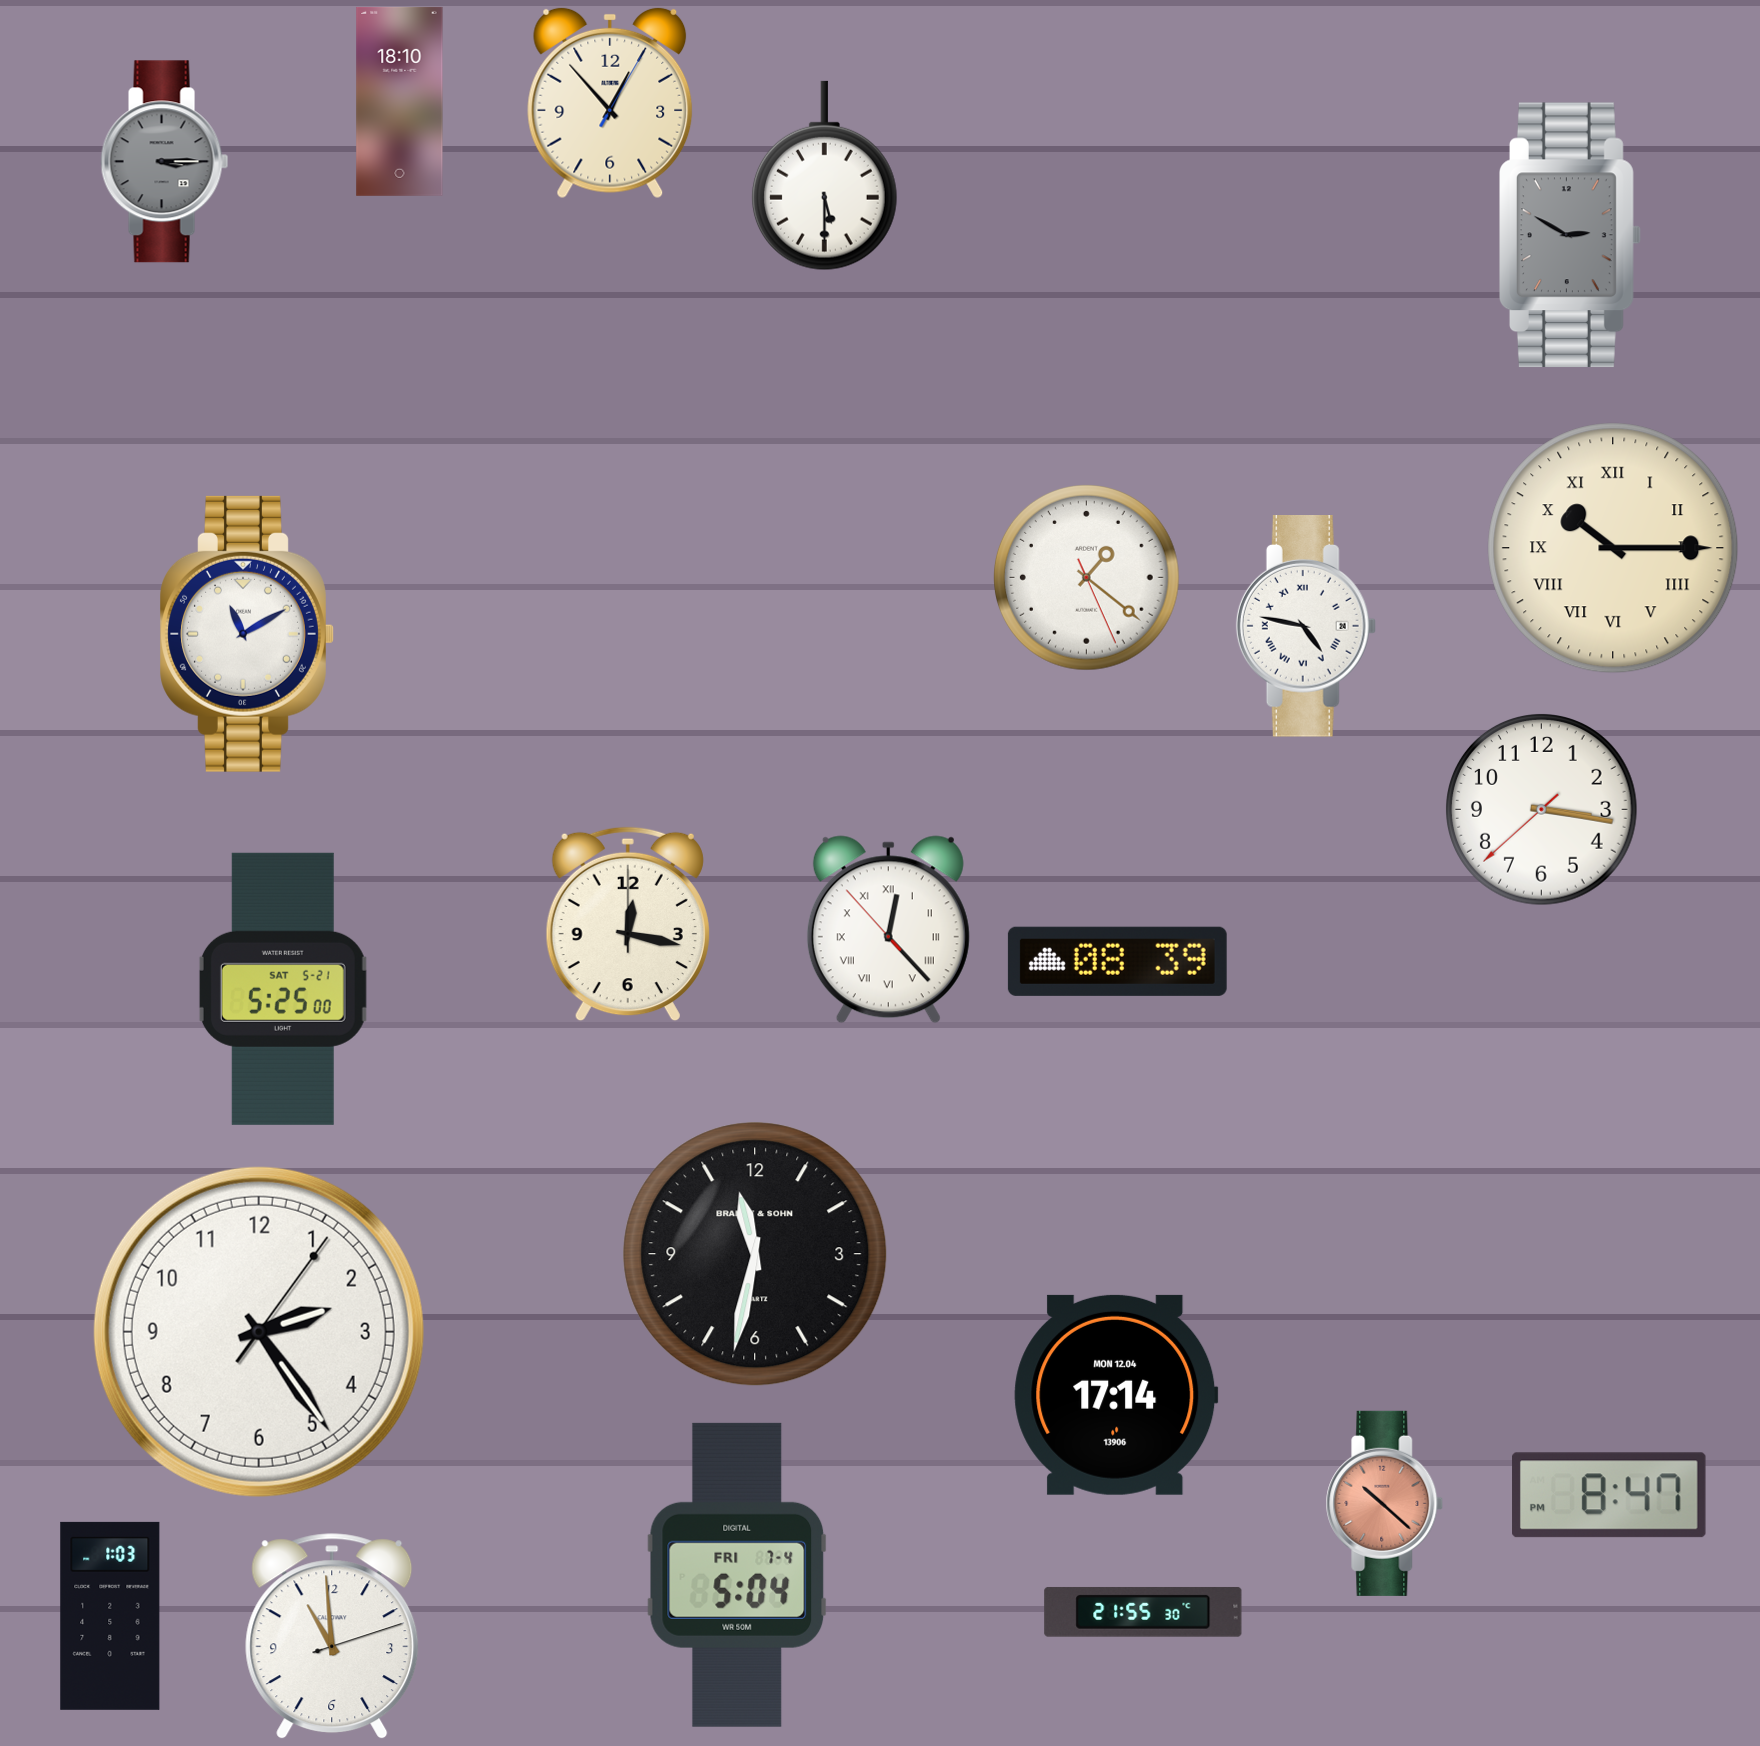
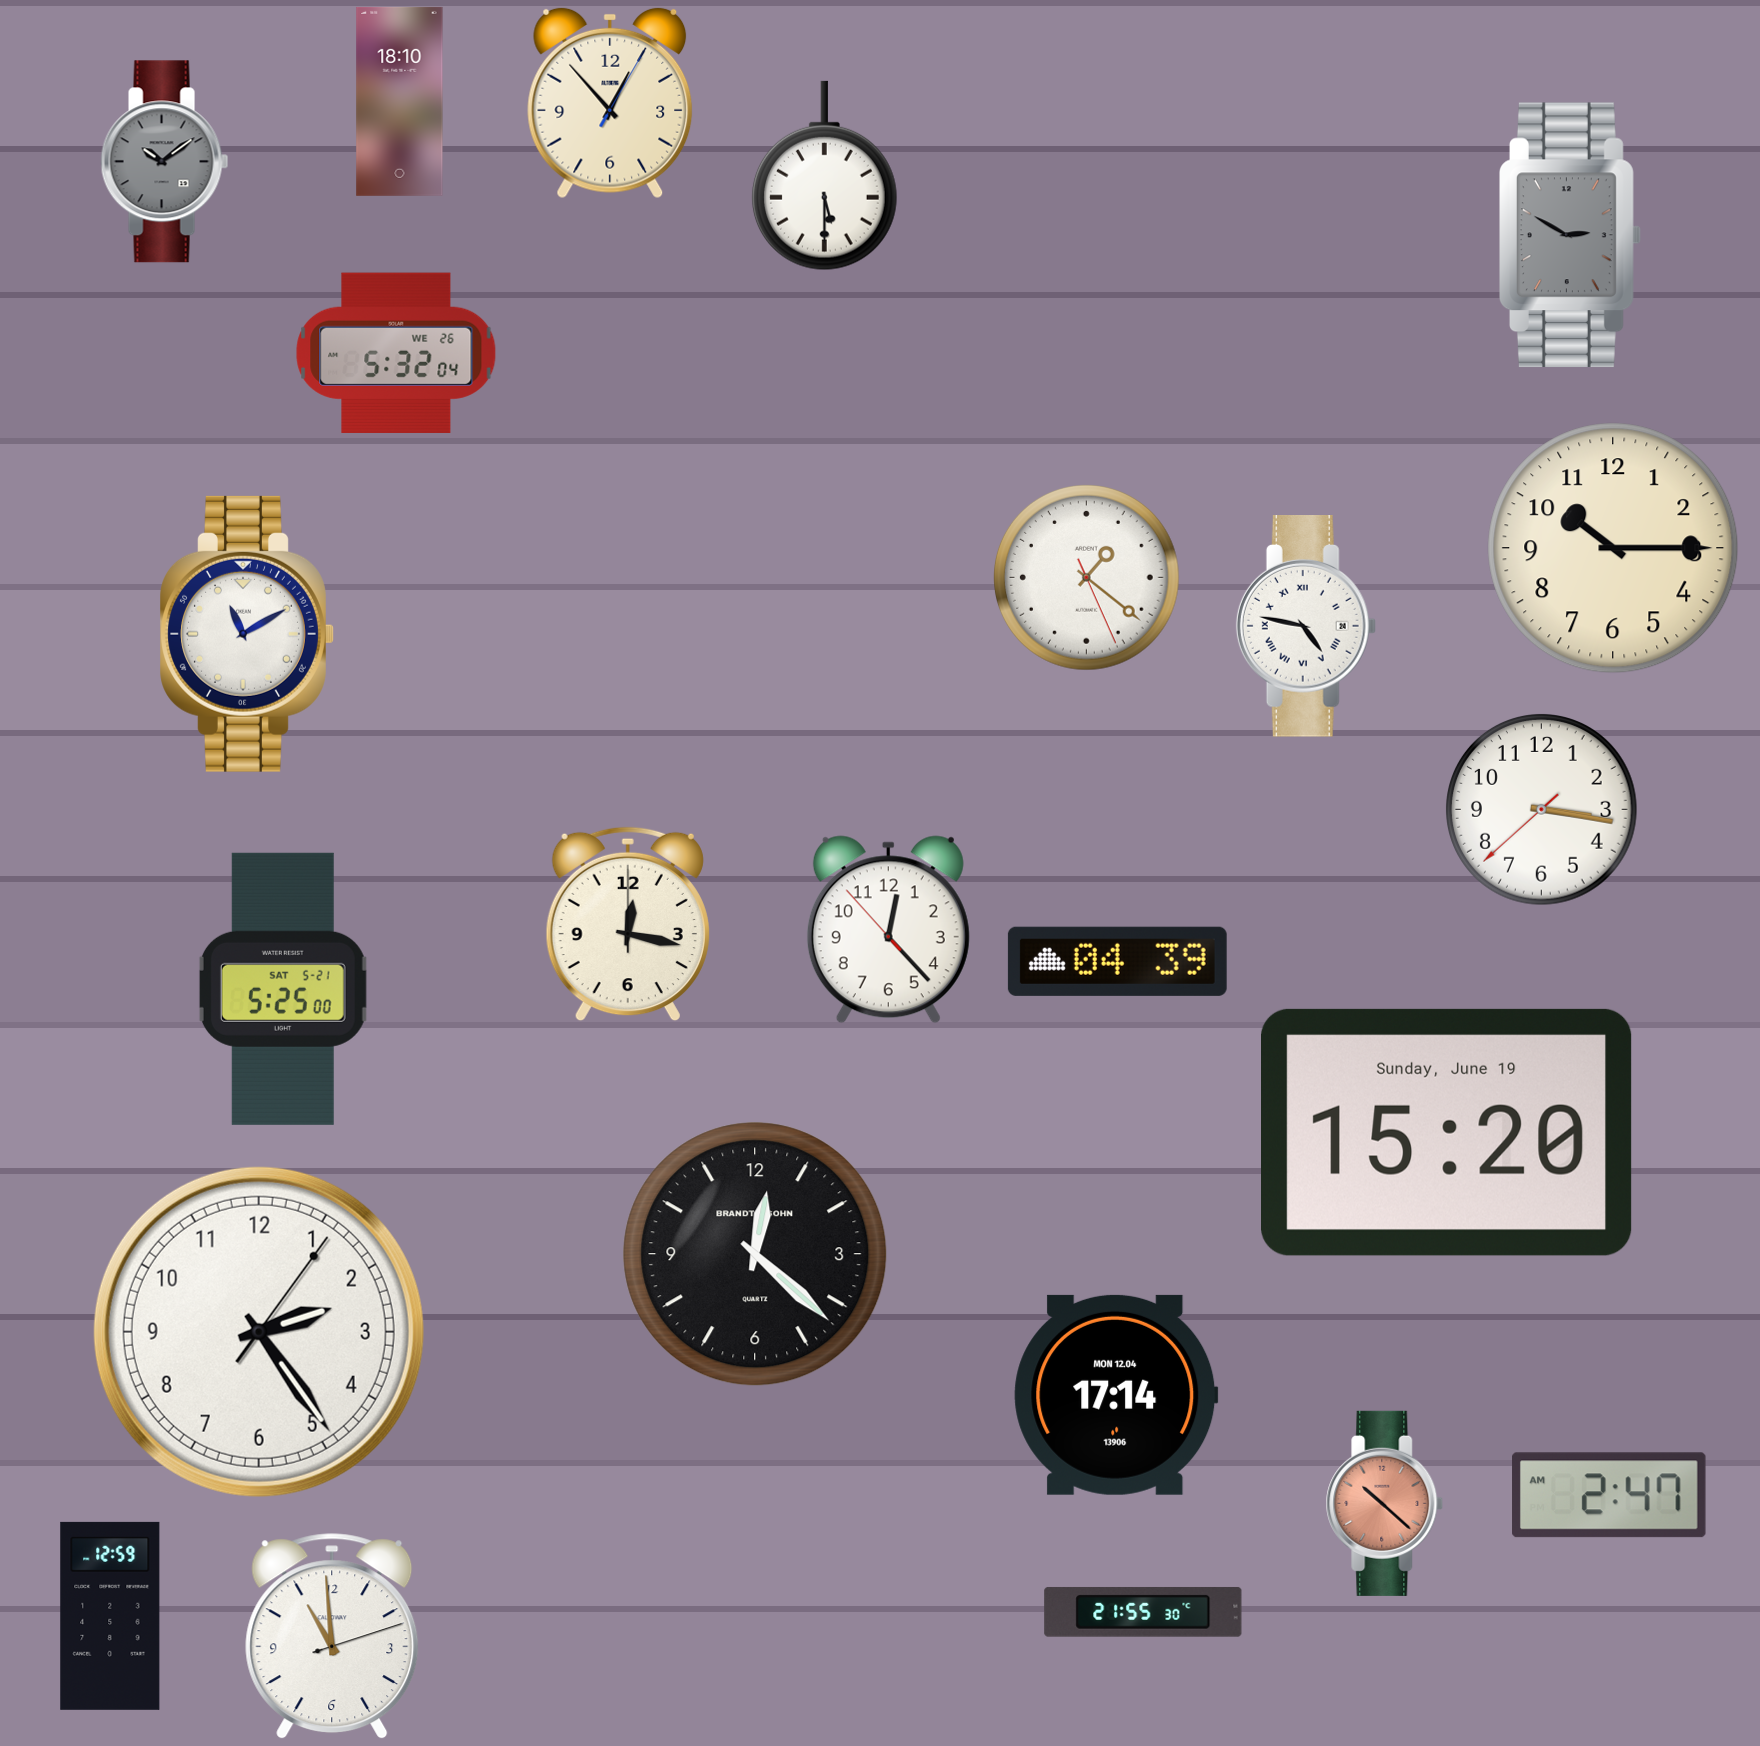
clock at (165, 162): 3:15 -> 10:09
clock at (396, 353): none -> 5:32
clock at (1613, 548) numerals: Roman -> Arabic
clock at (888, 930) numerals: Roman -> Arabic
clock at (1117, 961): 08:39 -> 04:39
clock at (1447, 1132): none -> 15:20
clock at (755, 1254): 11:32 -> 12:22
clock at (1610, 1495): 8:47 -> 2:47
clock at (737, 1575): 5:04 -> none
clock at (110, 1616): 1:03 -> 12:59
